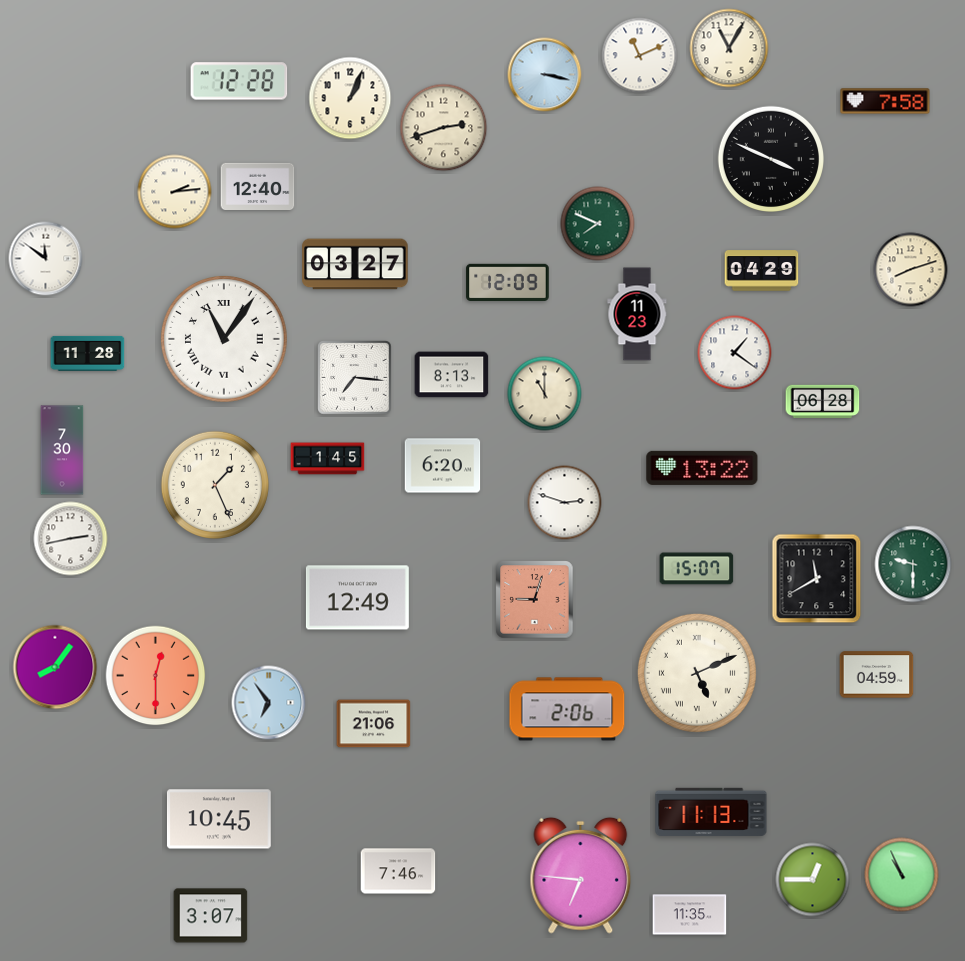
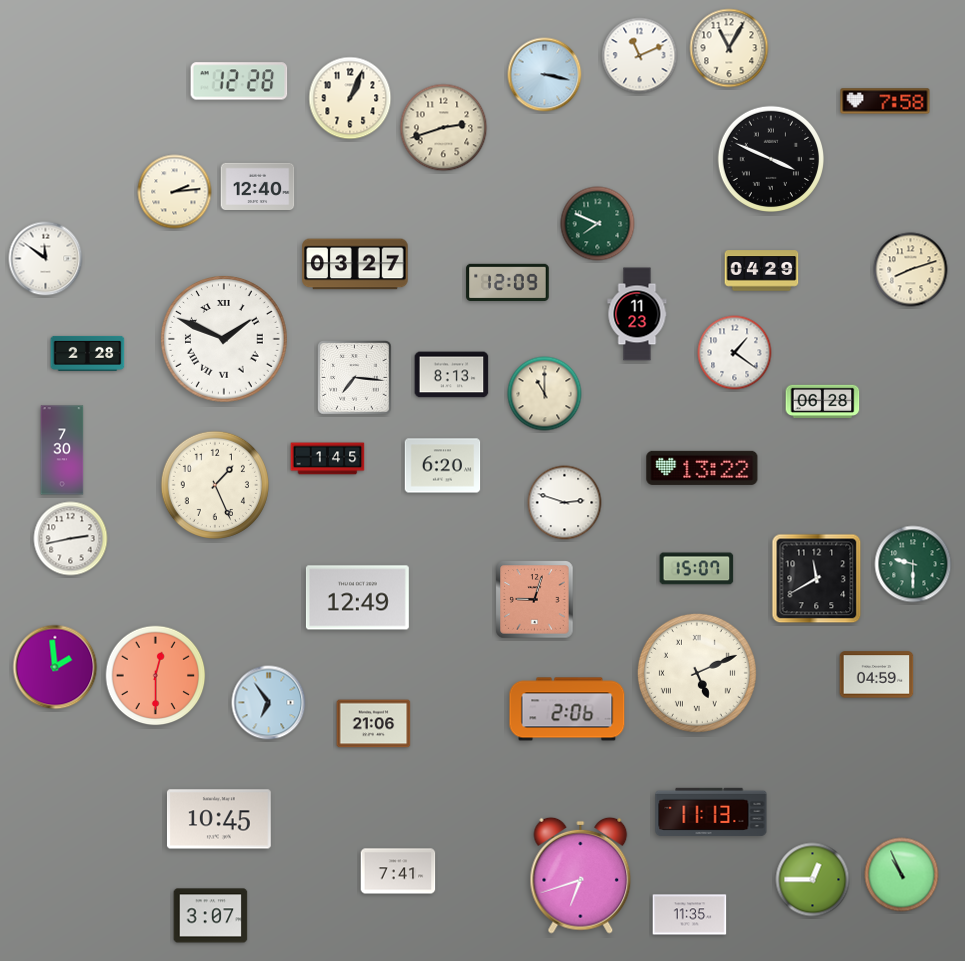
clock at (224, 339): 11:06 -> 1:49
clock at (88, 353): 11:28 -> 2:28
clock at (55, 667): 8:06 -> 1:59
clock at (398, 871): 7:46 -> 7:41
clock at (581, 875): 6:46 -> 6:42
